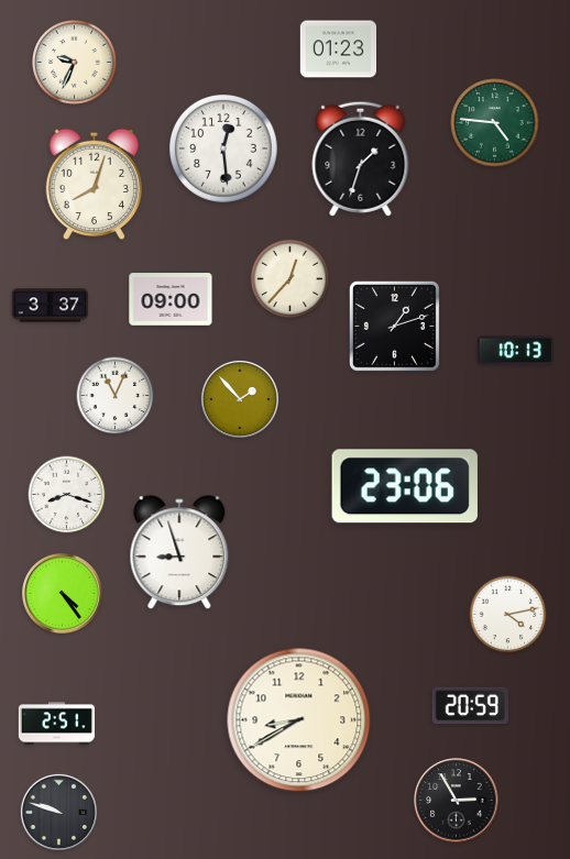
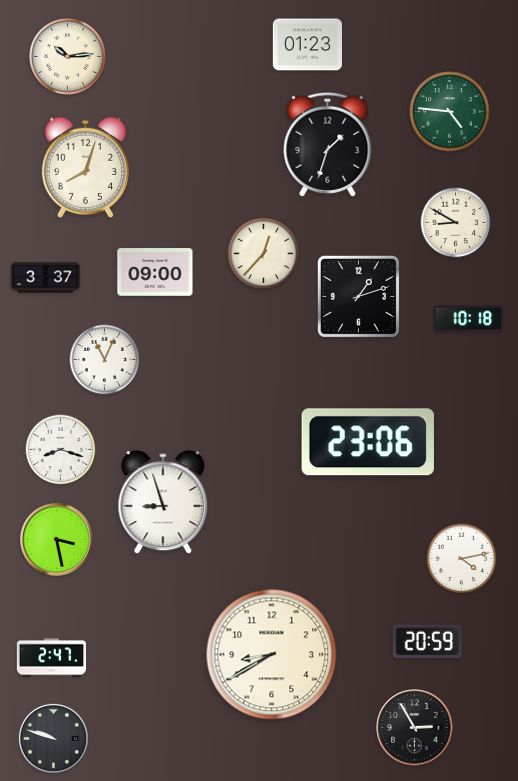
clock at (75, 63): 9:34 -> 10:14
clock at (224, 150): 12:29 -> none
clock at (456, 223): none -> 8:50
clock at (515, 351): 10:13 -> 10:18
clock at (240, 399): 1:53 -> none
clock at (63, 594): 4:24 -> 3:28
clock at (57, 724): 2:51 -> 2:47
